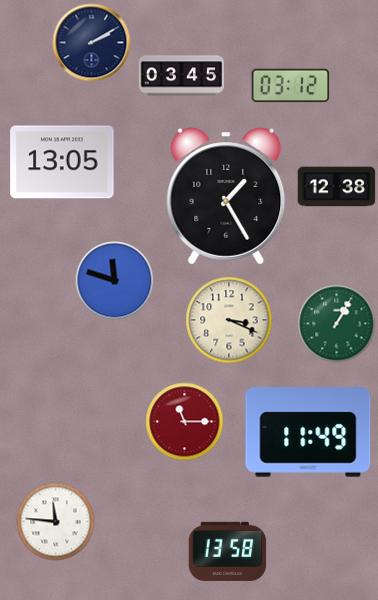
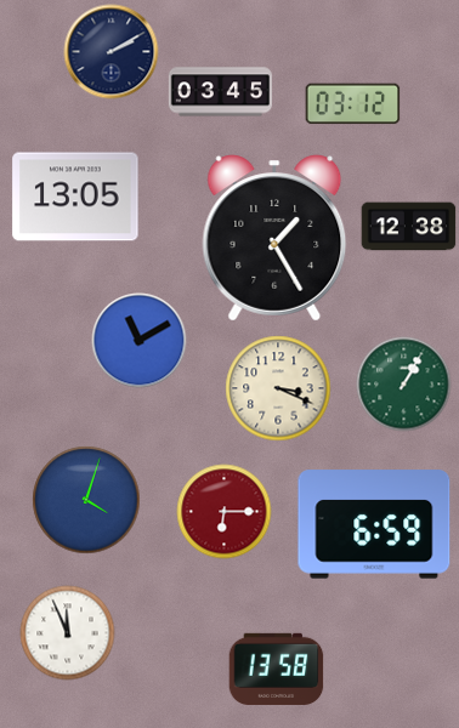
clock at (114, 280): 11:48 -> 11:10
clock at (336, 323) position: (336, 323) -> (403, 383)
clock at (86, 500): none -> 4:03
clock at (184, 421): 11:15 -> 6:15
clock at (308, 432): 11:49 -> 6:59
clock at (55, 521): 11:46 -> 11:56
